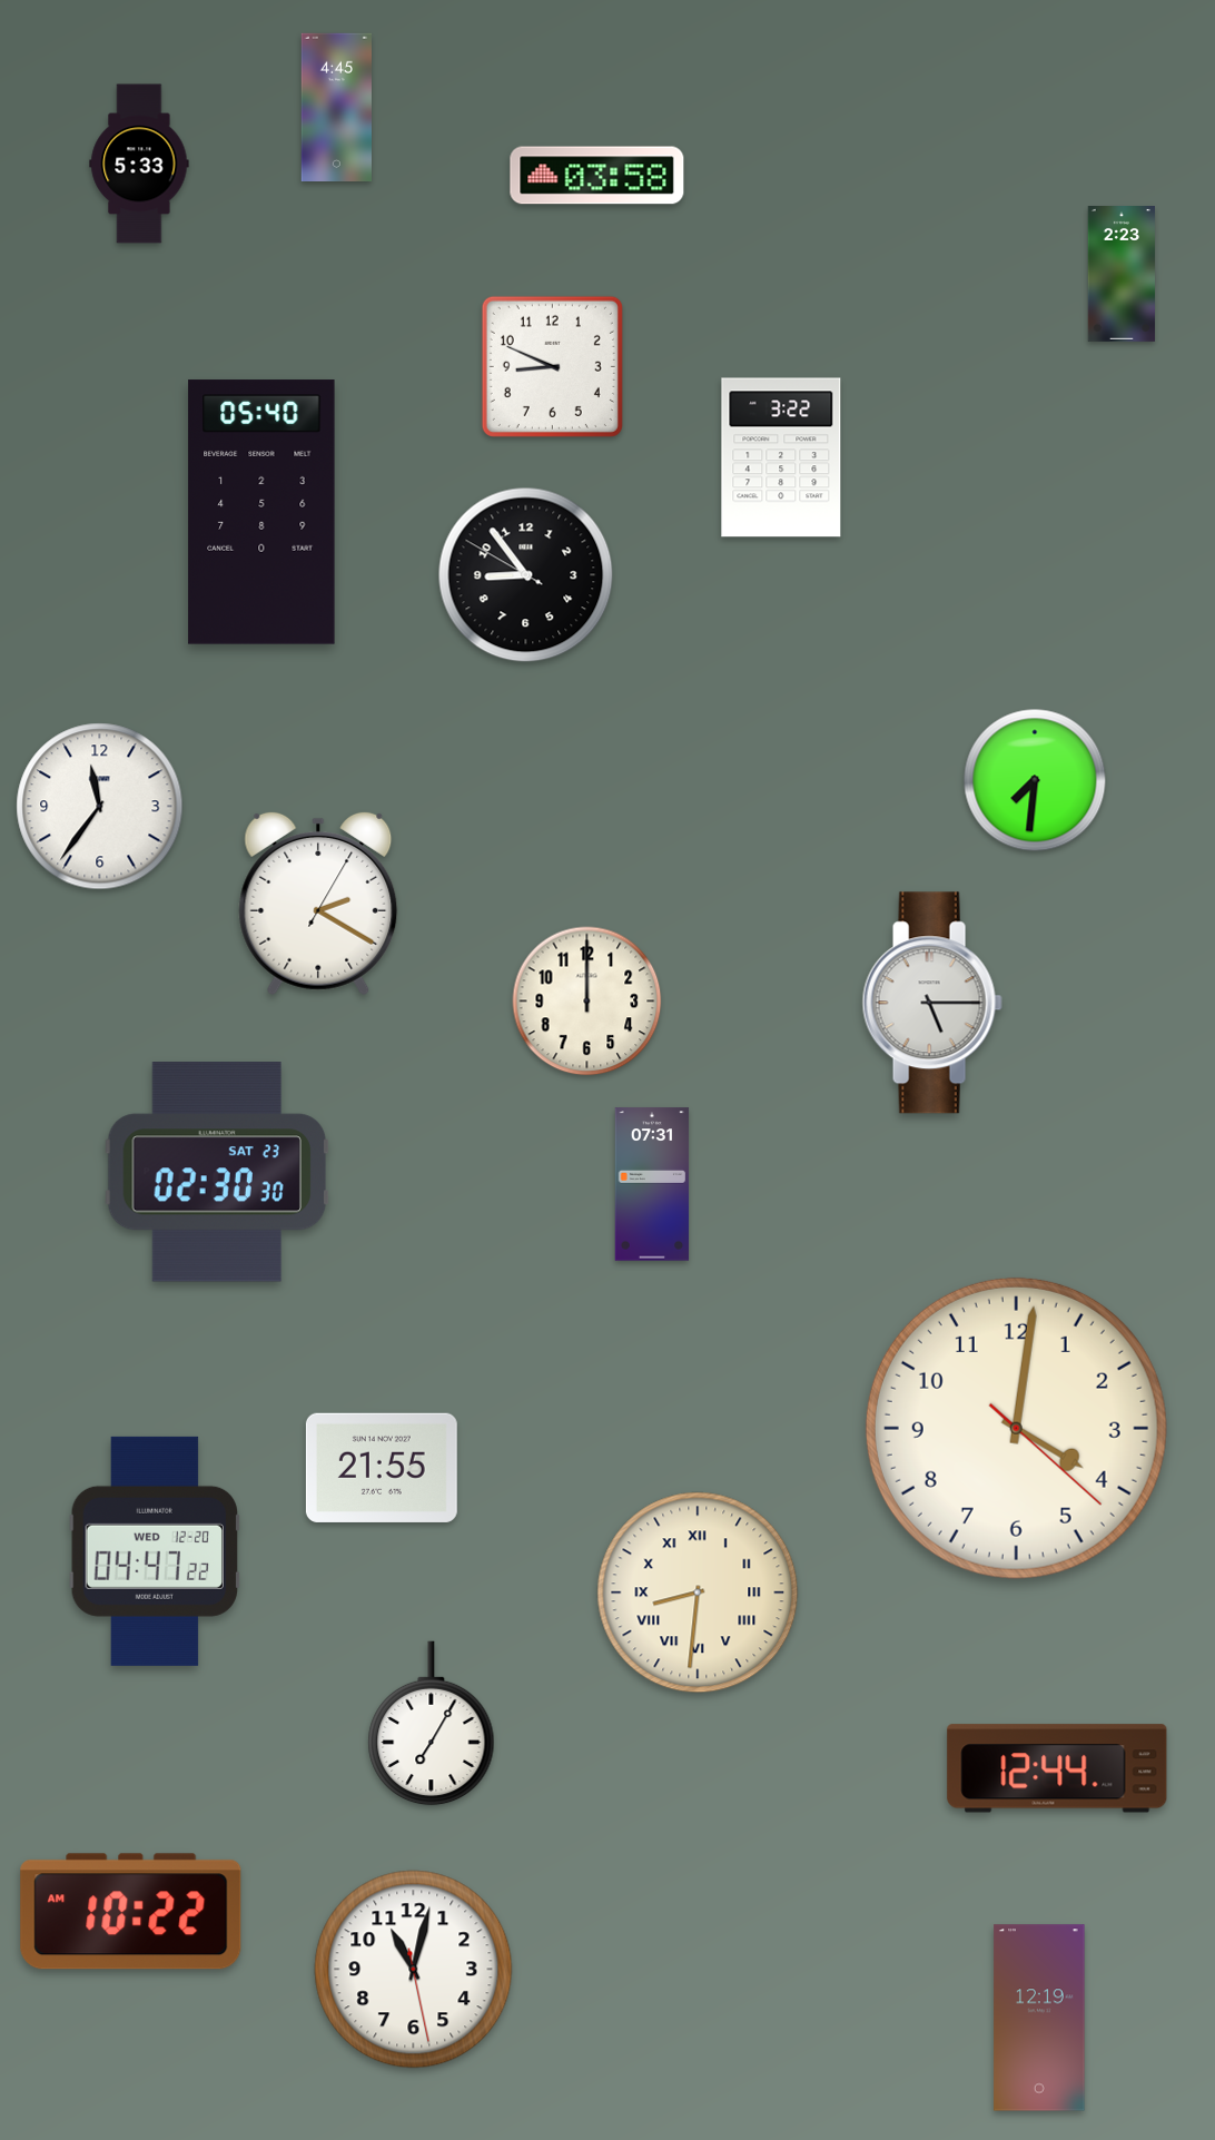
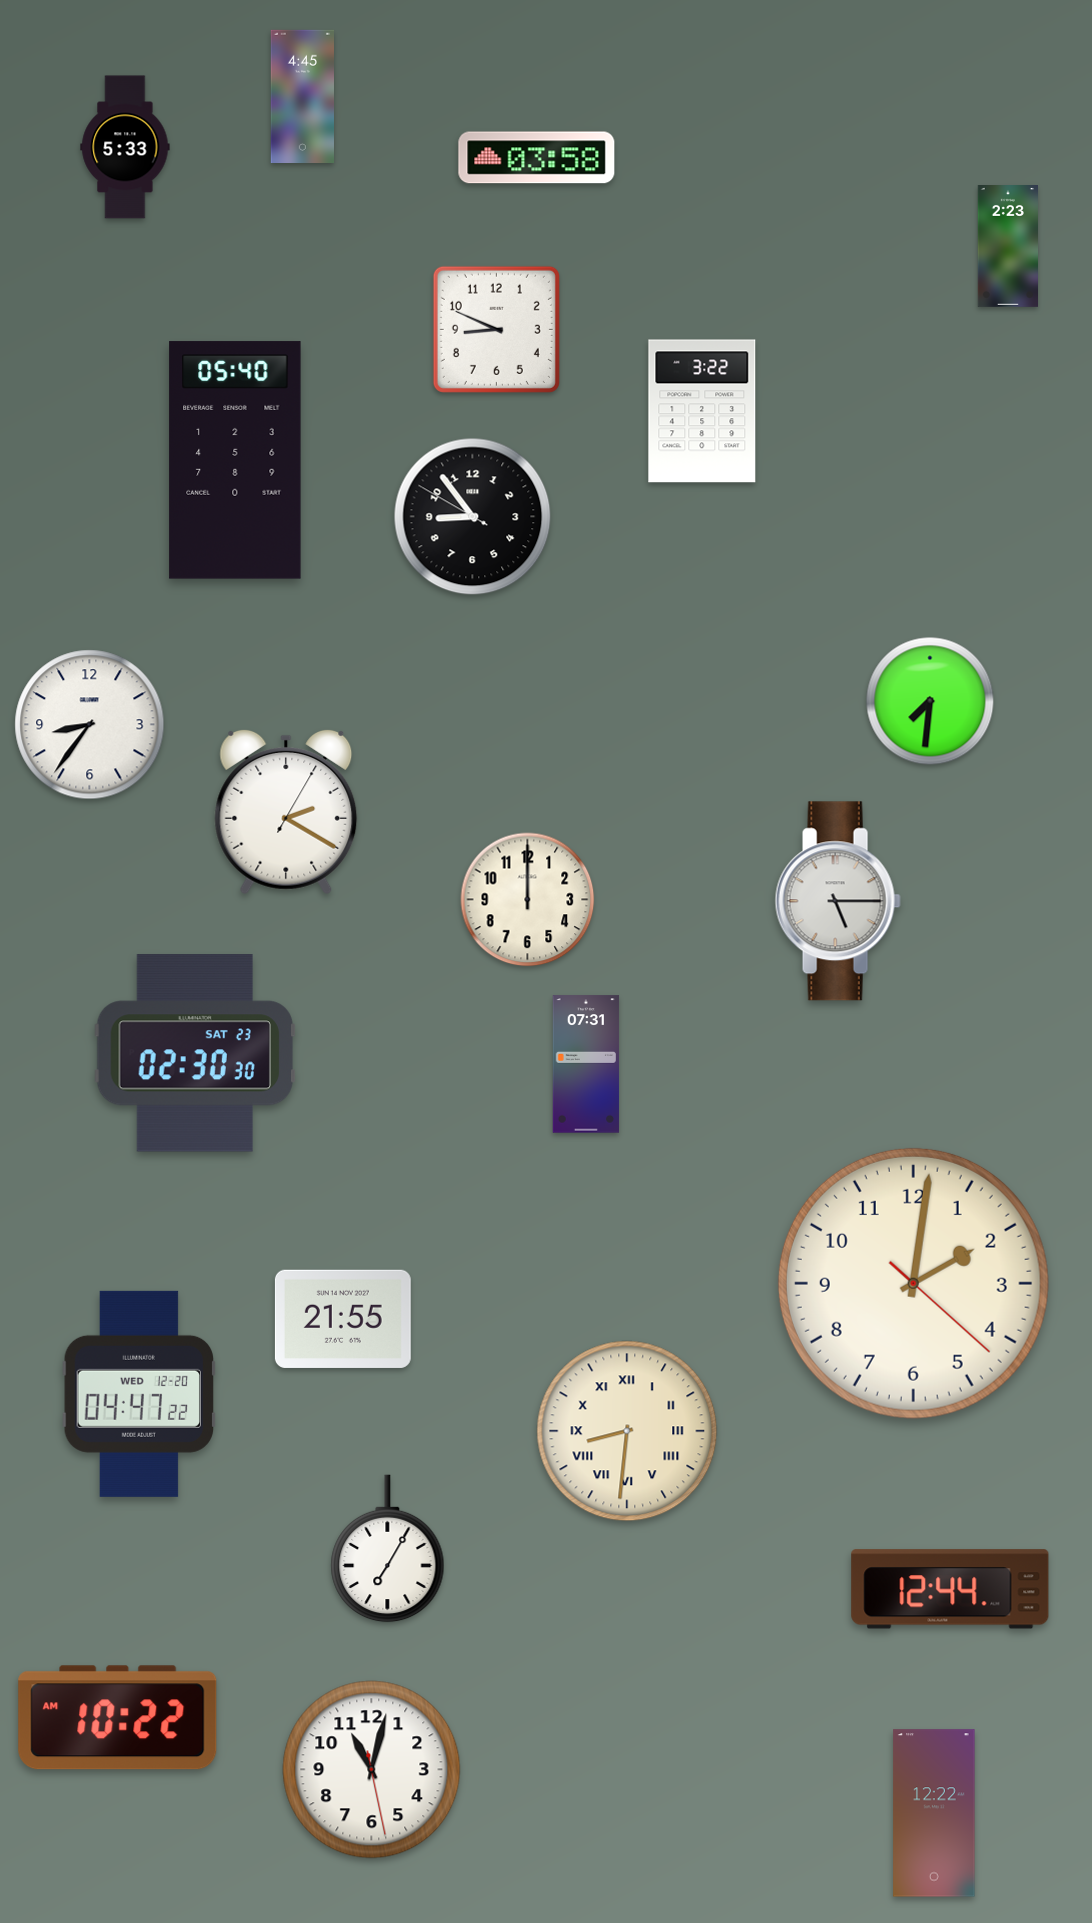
clock at (100, 807): 11:36 -> 8:36
clock at (1016, 1428): 4:01 -> 2:01
clock at (1039, 2018): 12:19 -> 12:22
